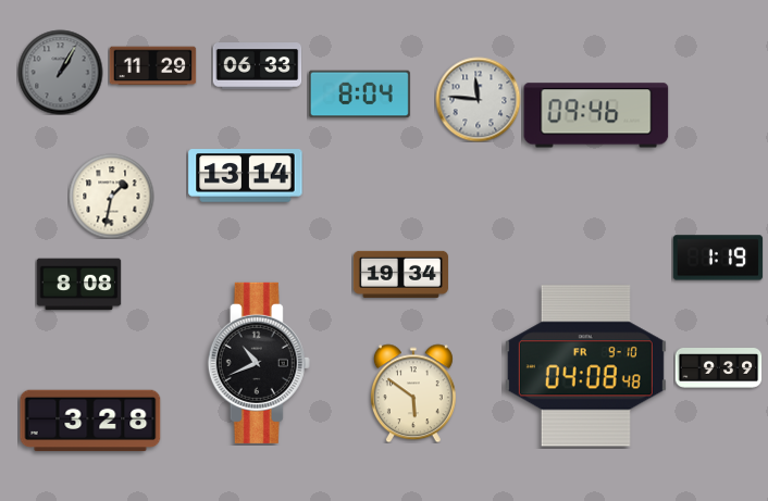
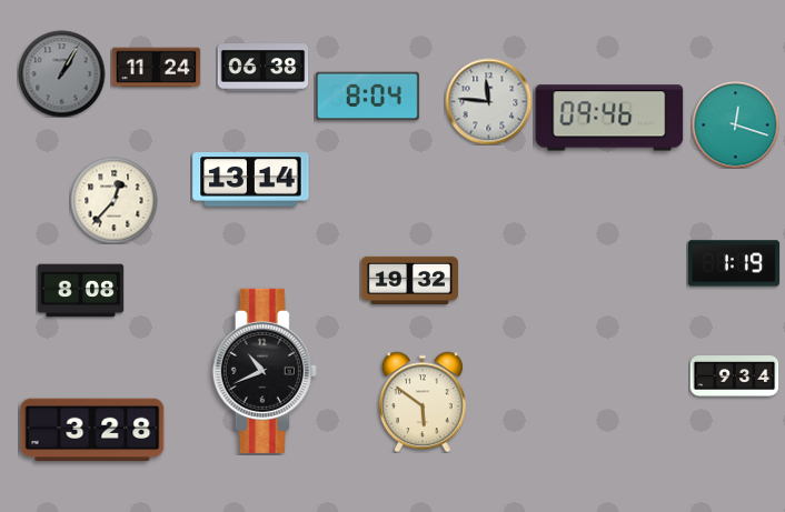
clock at (152, 66): 11:29 -> 11:24
clock at (257, 66): 06:33 -> 06:38
clock at (735, 124): none -> 12:18
clock at (111, 196): 1:32 -> 12:37
clock at (400, 274): 19:34 -> 19:32
clock at (585, 366): 04:08 -> none
clock at (718, 368): 9:39 -> 9:34
